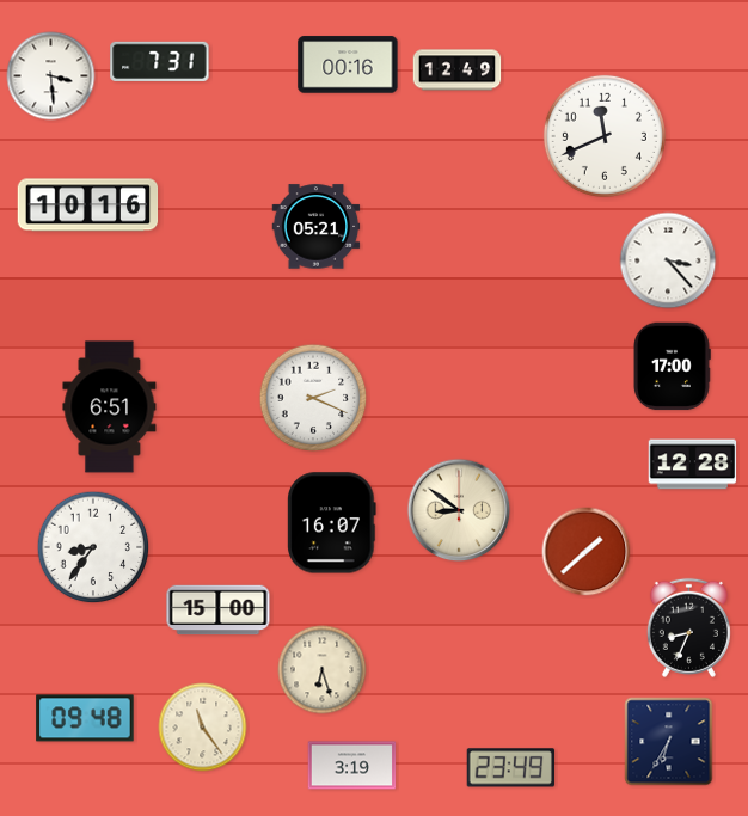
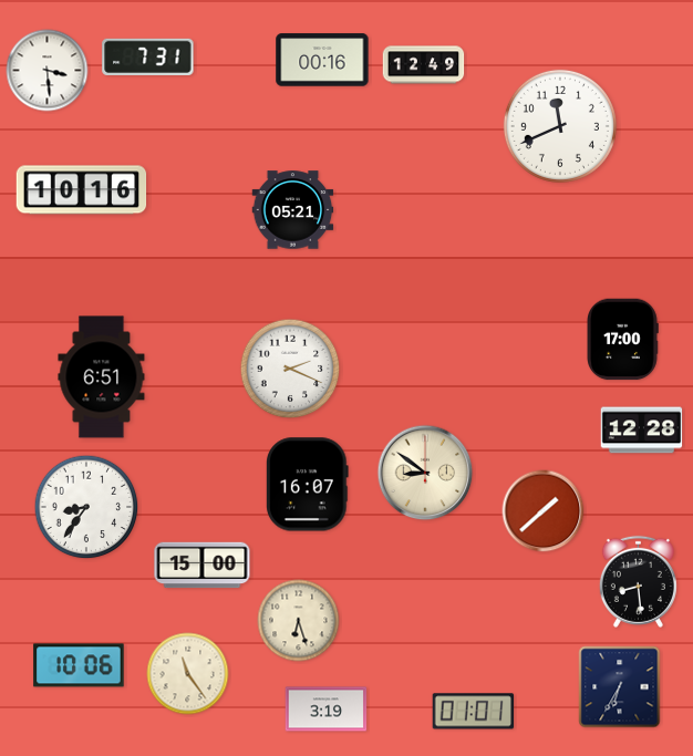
clock at (668, 260): 3:23 -> none
clock at (688, 627): 8:34 -> 8:29
clock at (85, 718): 09:48 -> 10:06
clock at (511, 768): 23:49 -> 01:01
